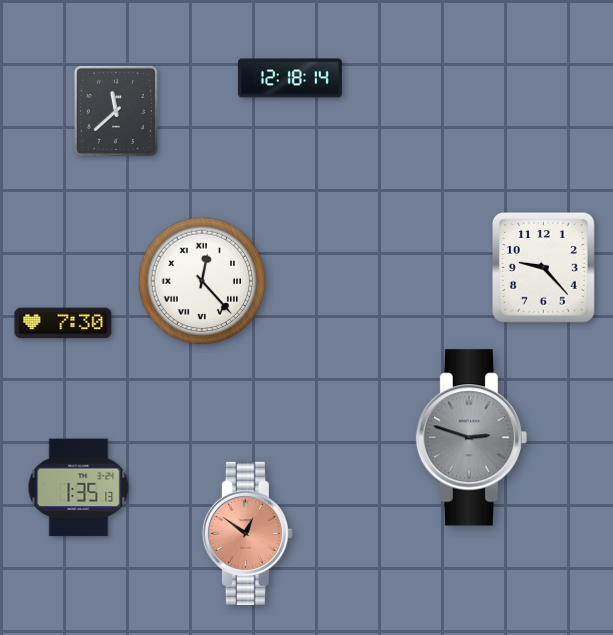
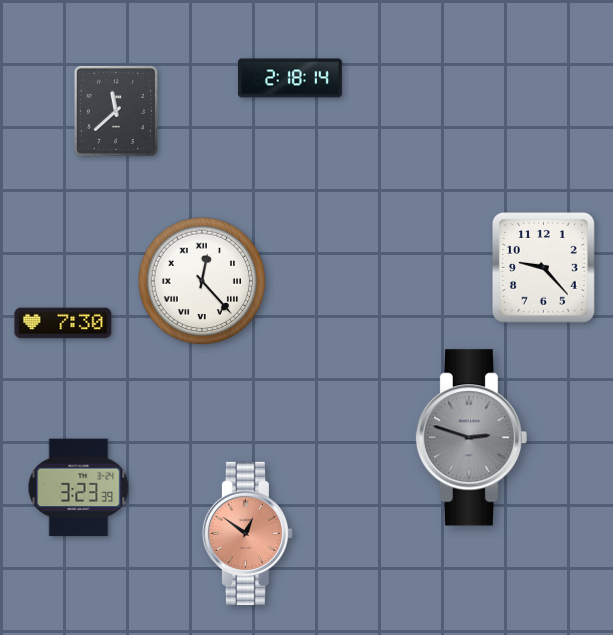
clock at (290, 78): 12:18 -> 2:18
clock at (79, 488): 1:35 -> 3:23
